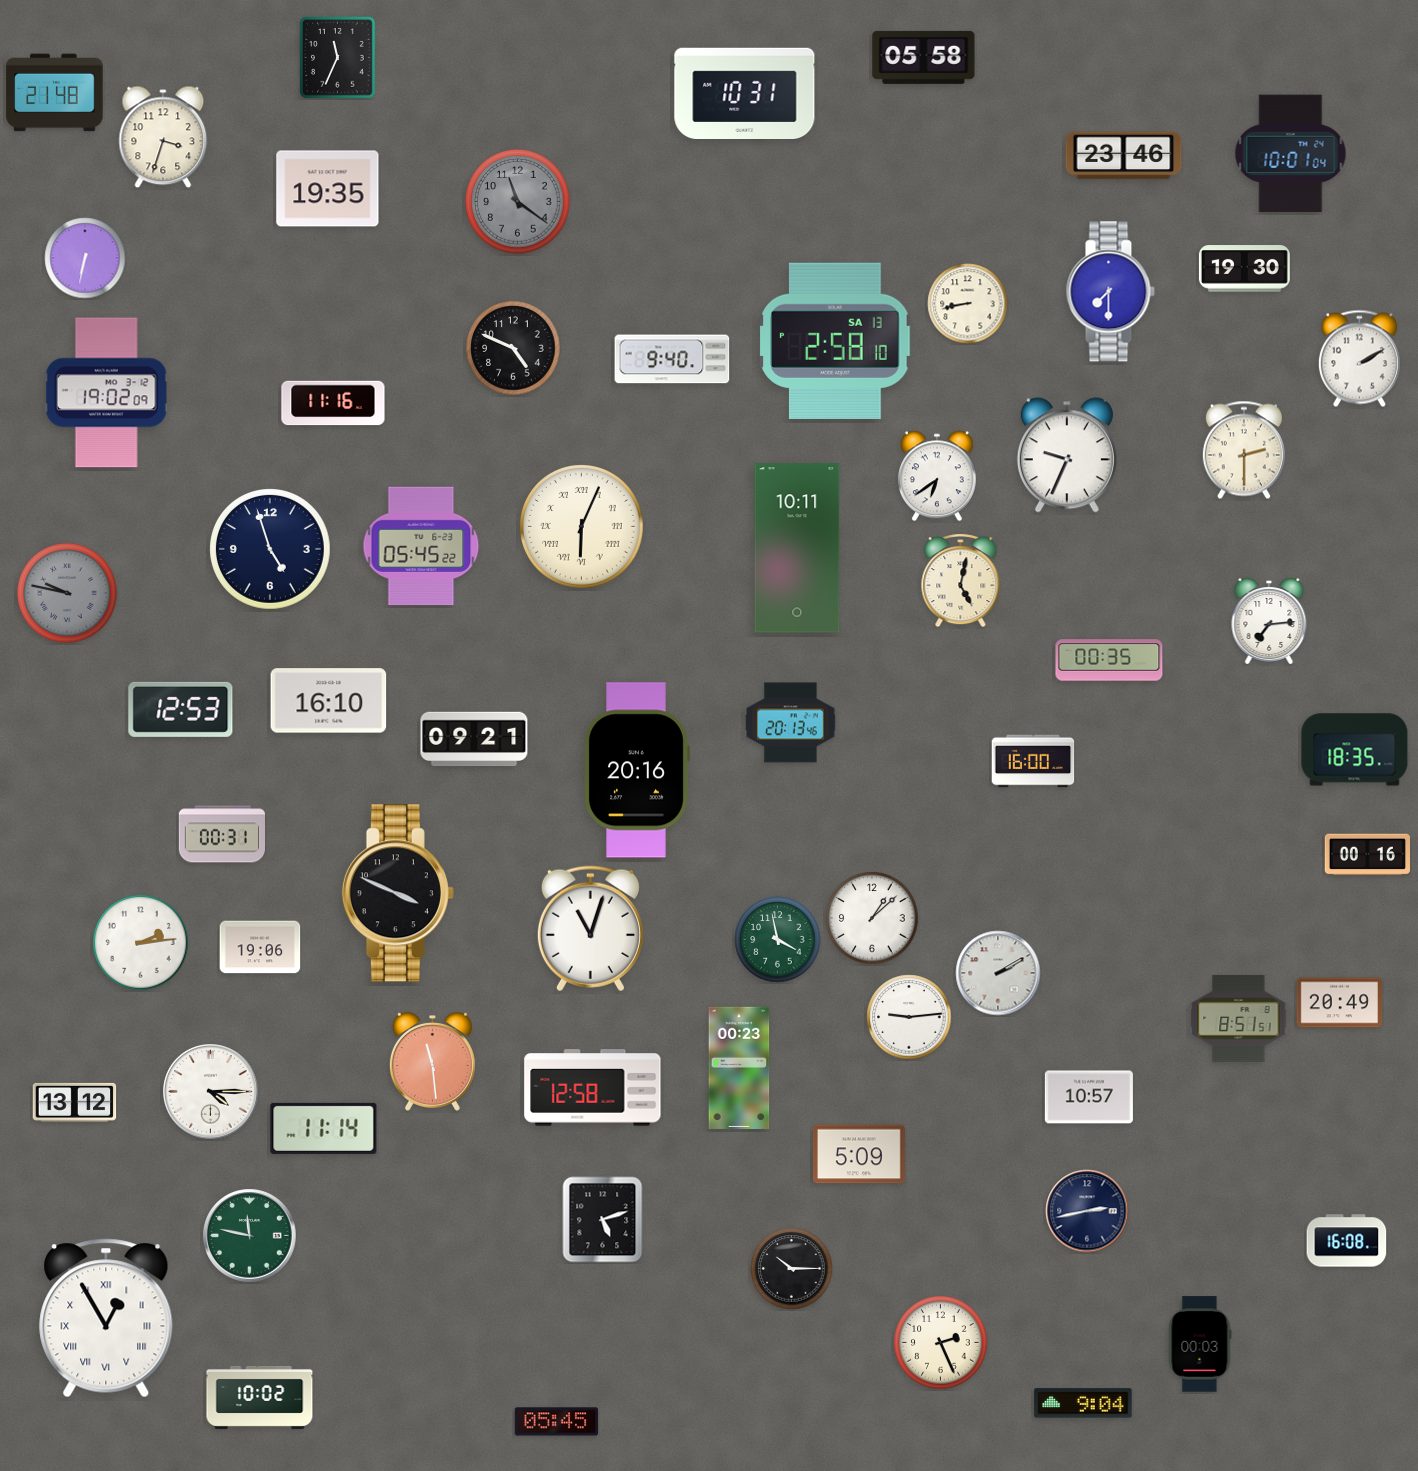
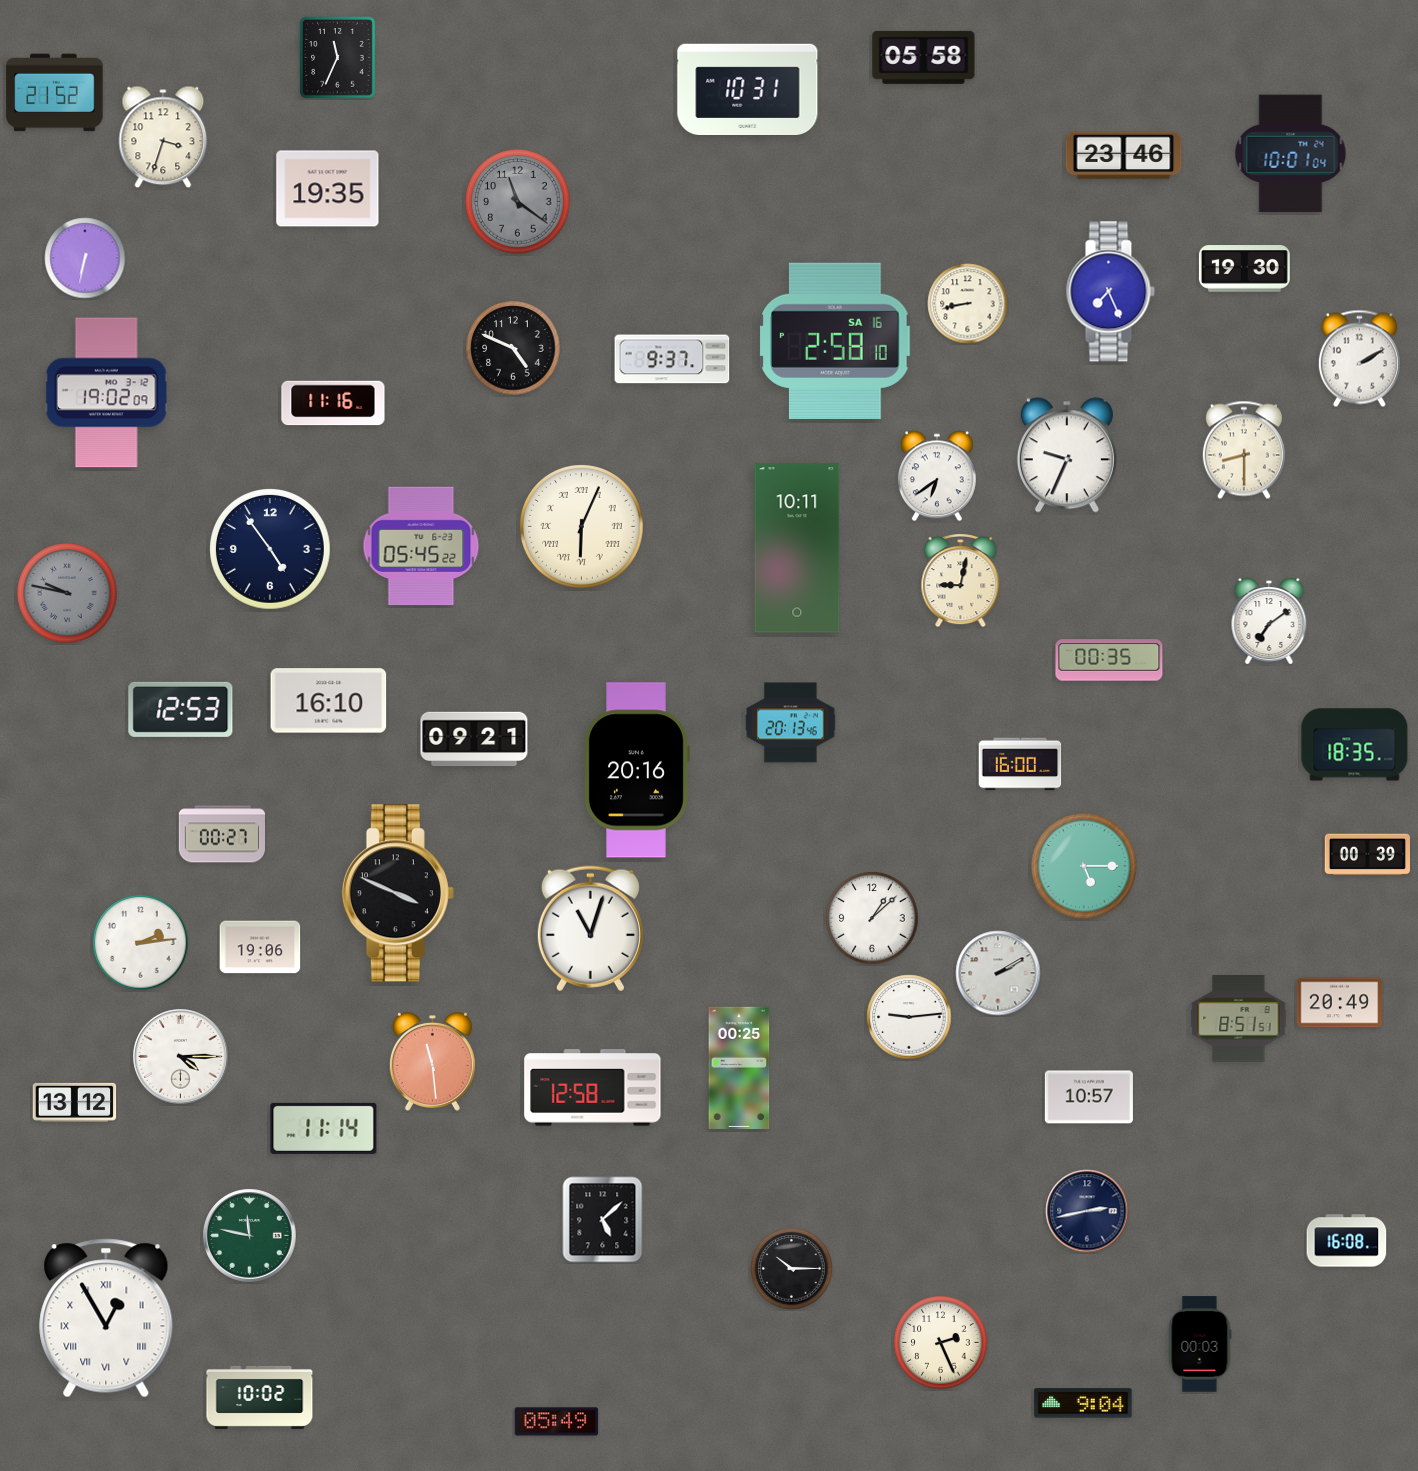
clock at (55, 93): 21:48 -> 21:52
clock at (745, 93) position: (745, 93) -> (748, 89)
clock at (1110, 292): 7:30 -> 7:26
clock at (835, 341) date: SA 13 -> SA 16
clock at (672, 359): 9:40 -> 9:37
clock at (1244, 450): 2:30 -> 8:30
clock at (271, 550): 4:57 -> 4:54
clock at (961, 581): 5:02 -> 9:02
clock at (1269, 621): 7:14 -> 7:09
clock at (1355, 750) position: (1355, 750) -> (1355, 745)
clock at (1033, 761) position: (1033, 761) -> (1020, 764)
clock at (221, 834): 00:31 -> 00:27
clock at (1367, 855): 00:16 -> 00:39
clock at (1084, 866): none -> 5:15
clock at (778, 940): 3:58 -> none
clock at (739, 1068): 00:23 -> 00:25
clock at (211, 1092) position: (211, 1092) -> (181, 1057)
clock at (859, 1154): 5:09 -> none
clock at (603, 1220): 5:12 -> 5:08
clock at (557, 1422): 05:45 -> 05:49
